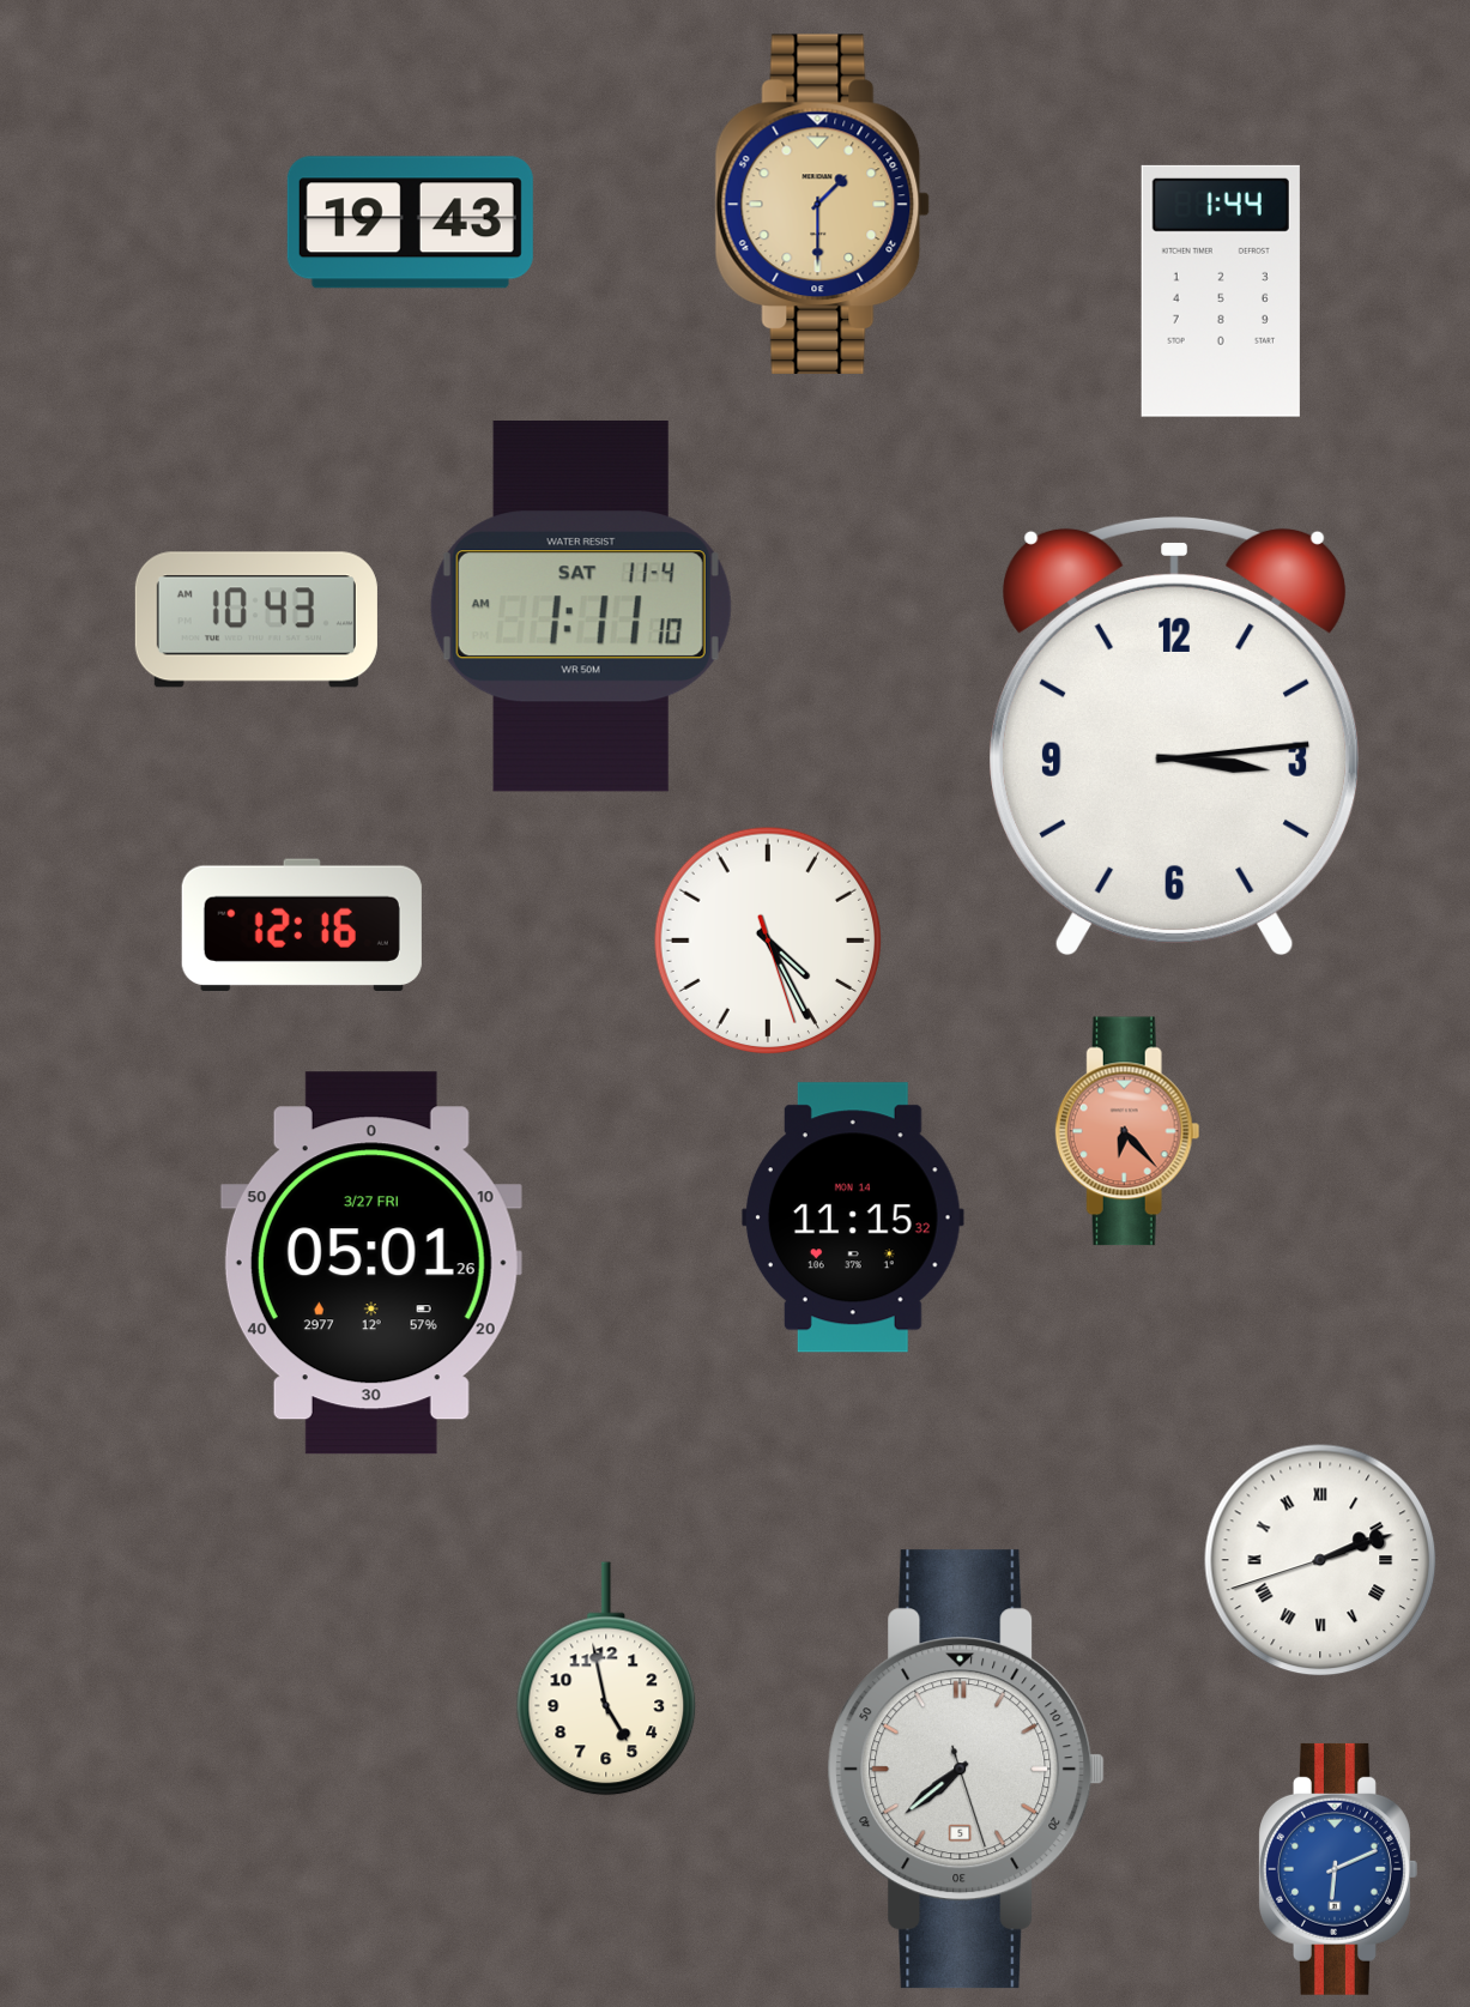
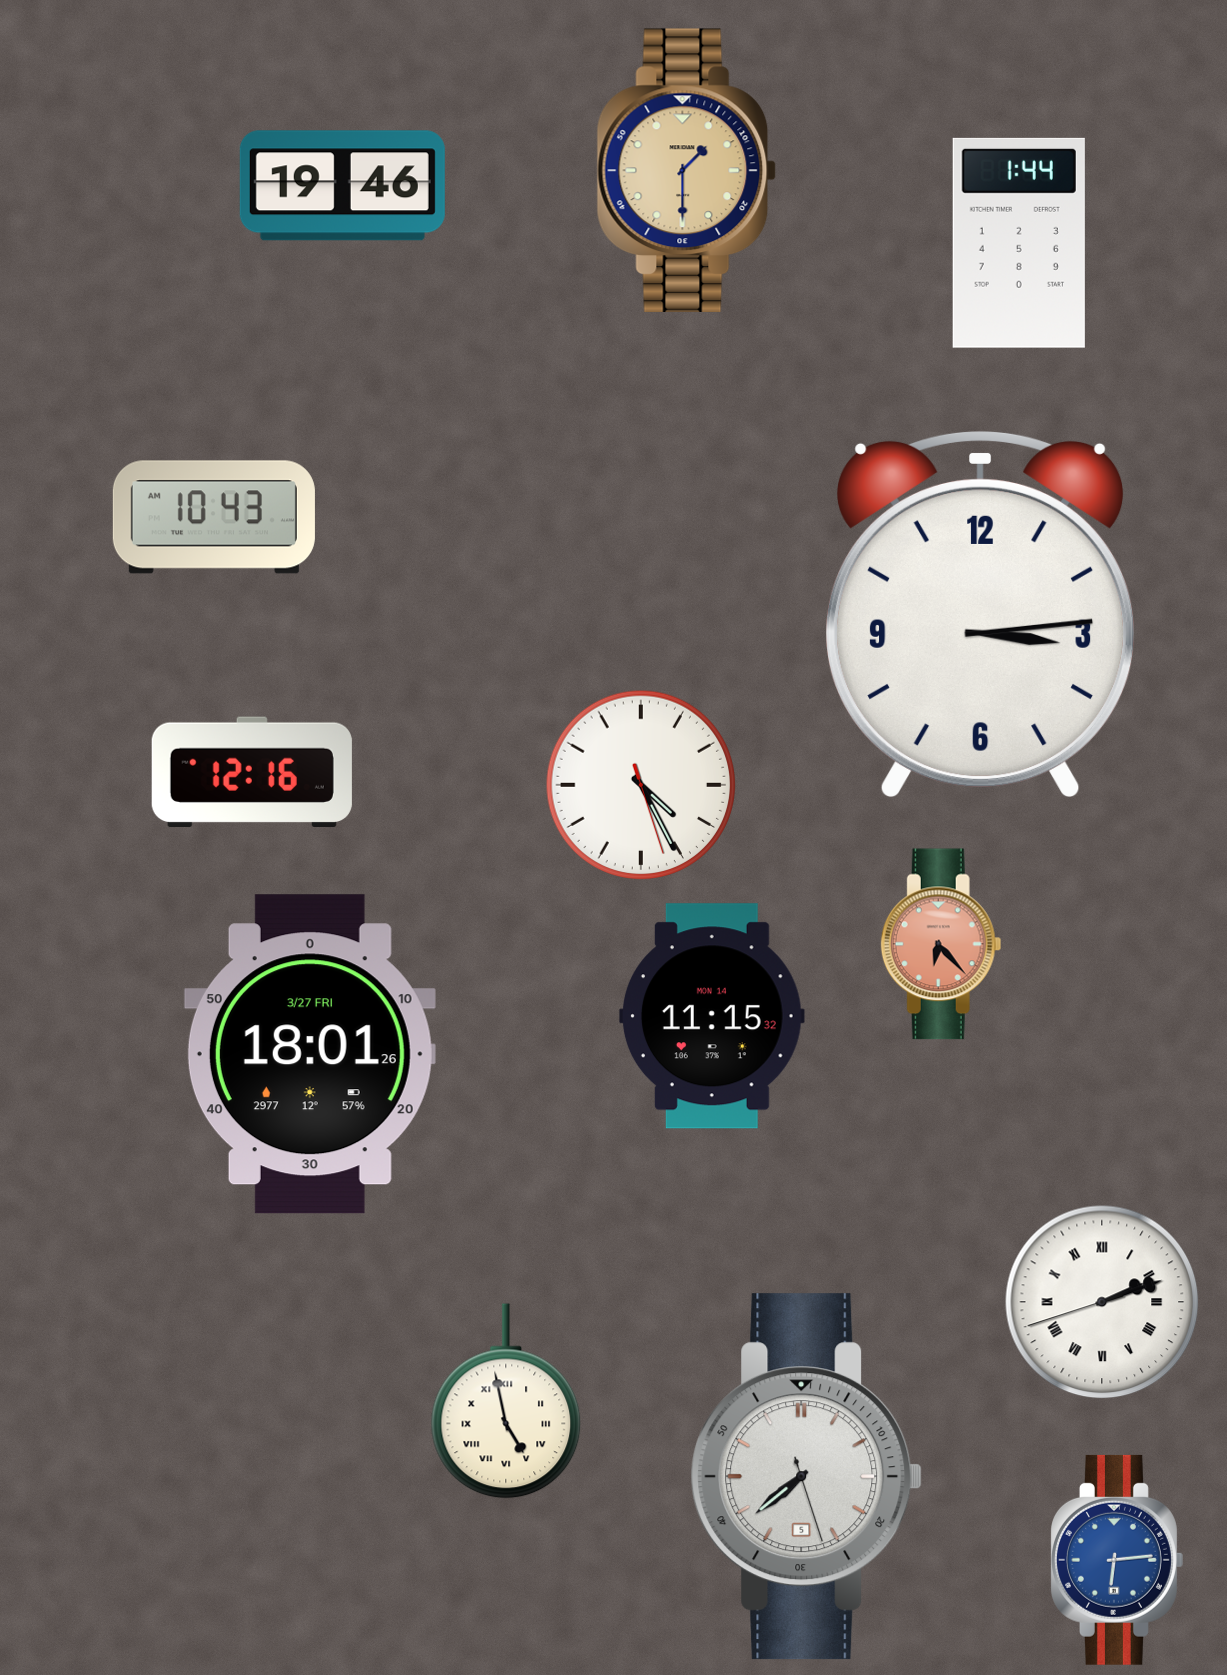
clock at (410, 223): 19:43 -> 19:46
clock at (581, 606): 1:11 -> none
clock at (371, 1263): 05:01 -> 18:01
clock at (606, 1679) numerals: Arabic -> Roman
clock at (1338, 1869): 6:11 -> 6:14
